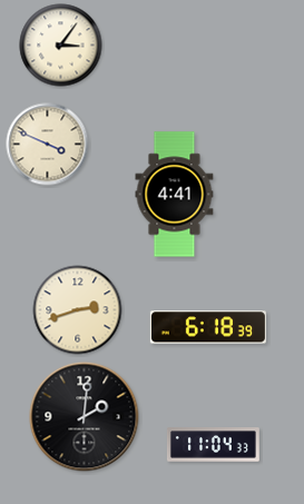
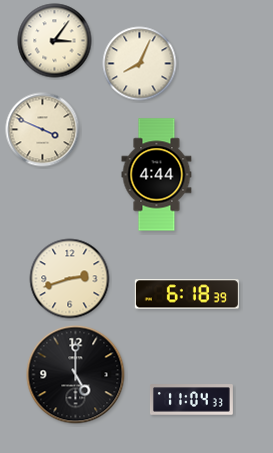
clock at (140, 64): none -> 8:04
clock at (175, 195): 4:41 -> 4:44
clock at (85, 417): 2:01 -> 5:00
